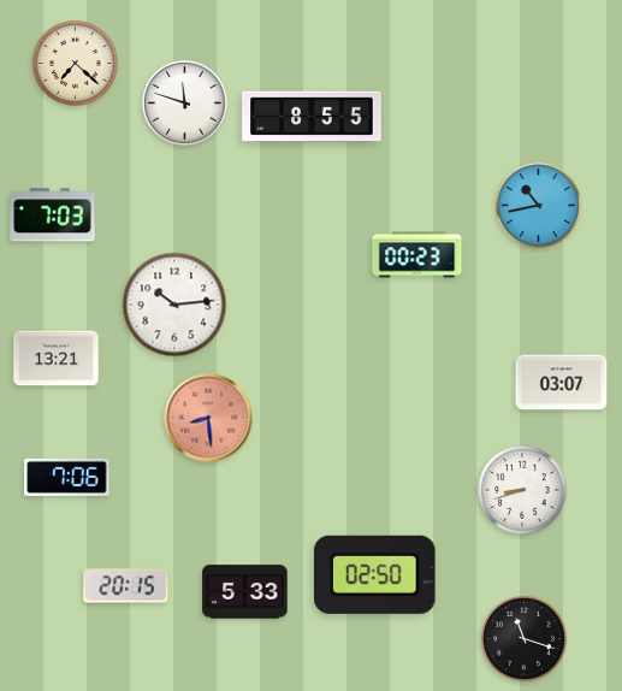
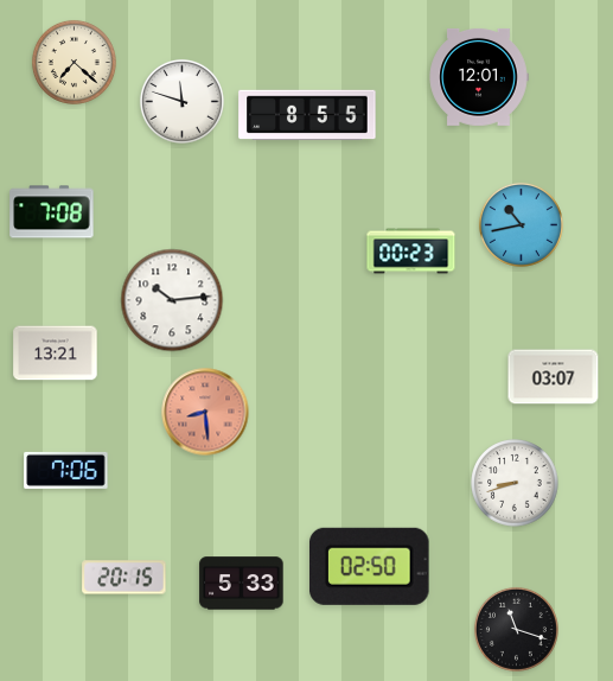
clock at (479, 77): none -> 12:01
clock at (538, 205) position: (538, 205) -> (521, 224)
clock at (53, 215): 7:03 -> 7:08
